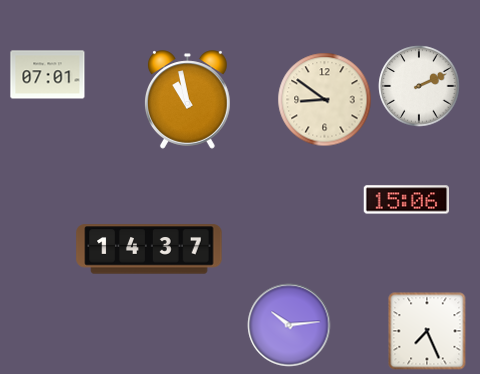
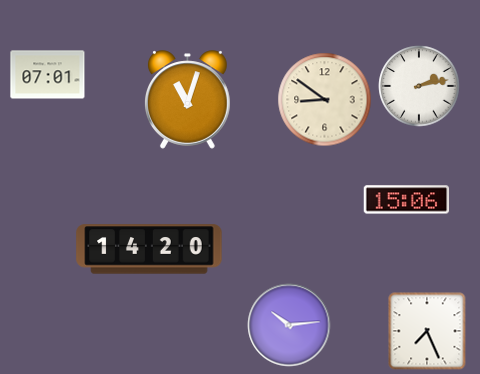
clock at (419, 86): 2:11 -> 2:13
clock at (188, 100): 10:58 -> 11:03
clock at (149, 249): 14:37 -> 14:20
